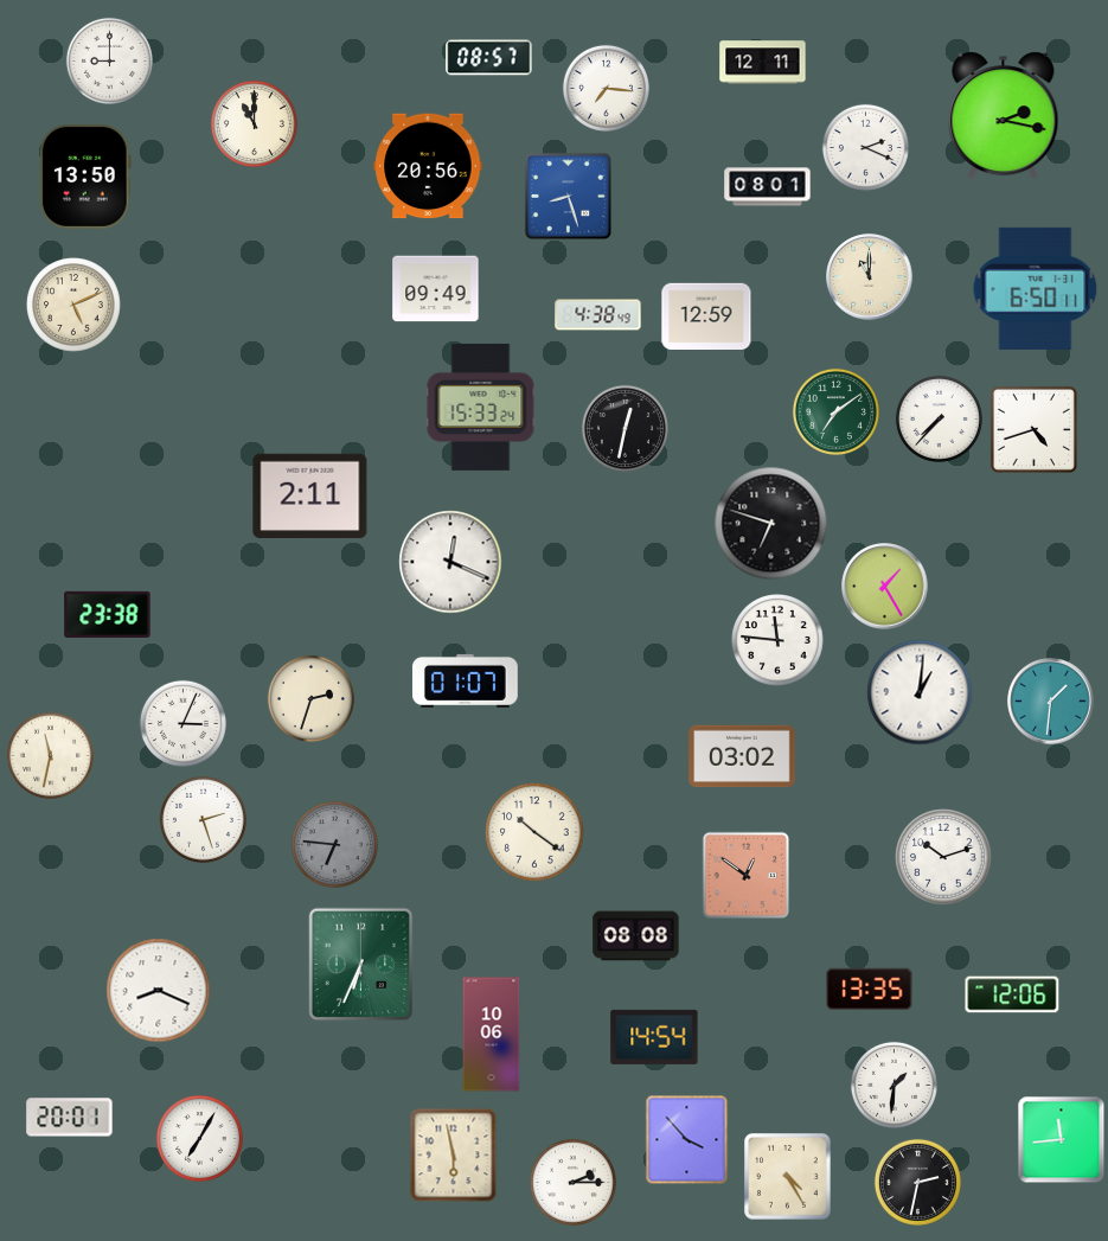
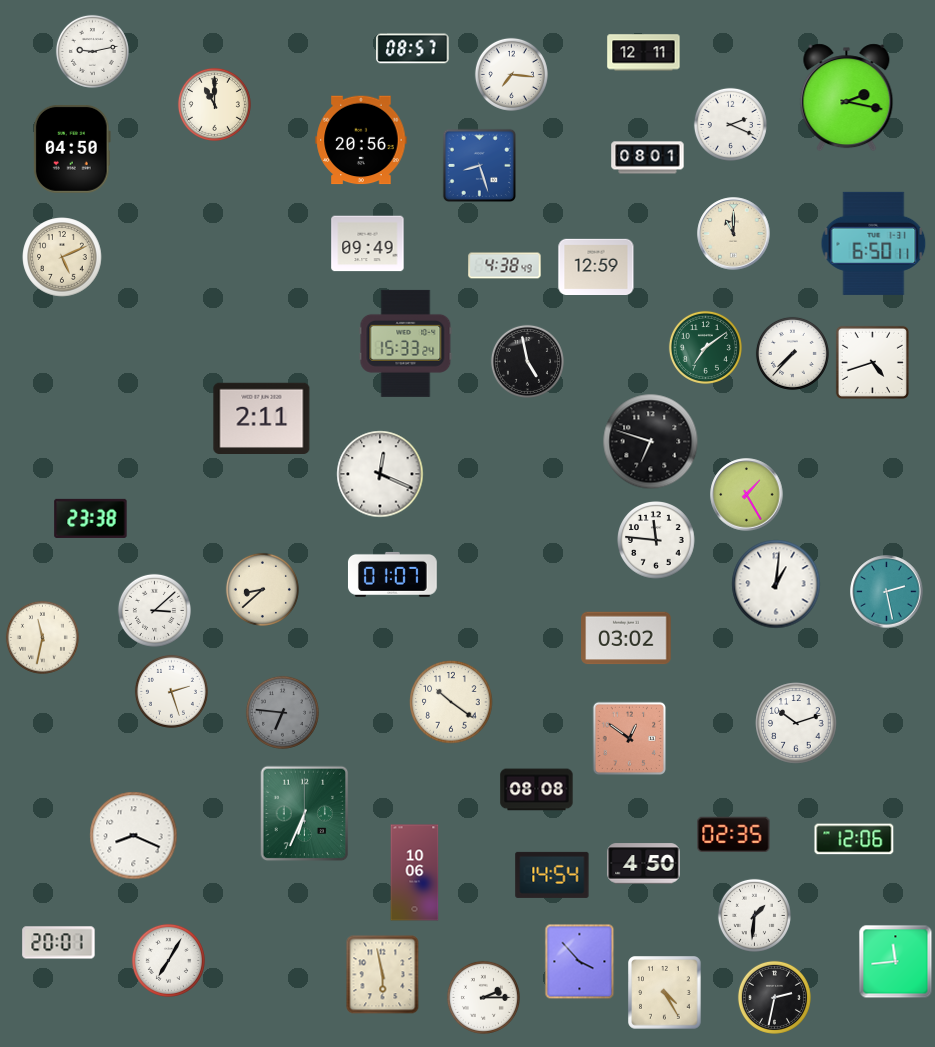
clock at (109, 60): 9:00 -> 9:13
clock at (85, 177): 13:50 -> 04:50
clock at (625, 428): 12:32 -> 4:58
clock at (310, 698): 2:33 -> 8:38
clock at (1051, 702): 1:31 -> 2:28
clock at (182, 723): 3:04 -> 3:08
clock at (870, 989): 13:35 -> 02:35
clock at (644, 864): none -> 4:50
